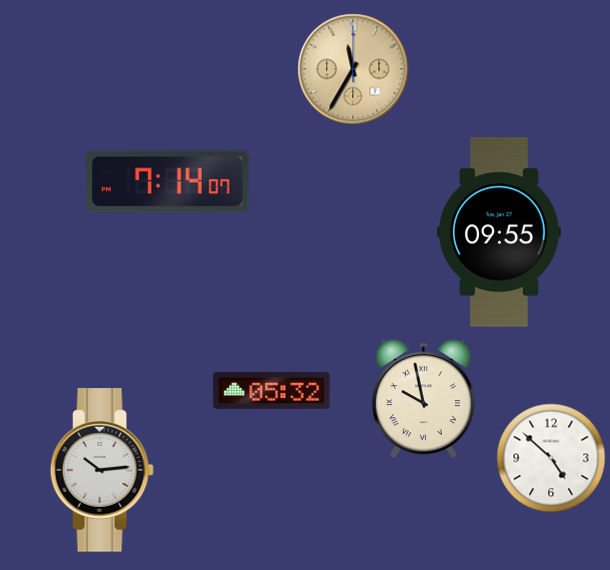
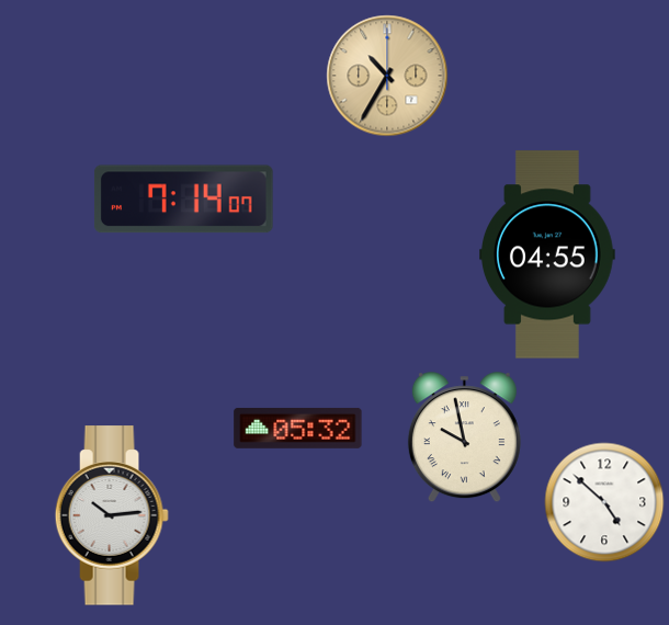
clock at (353, 69): 11:35 -> 10:35
clock at (500, 232): 09:55 -> 04:55
